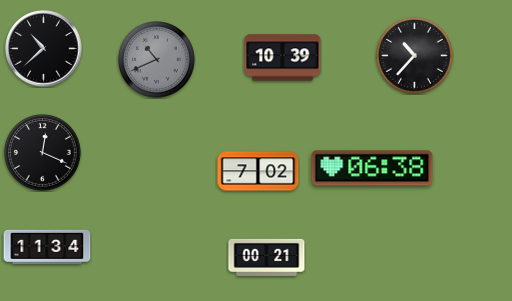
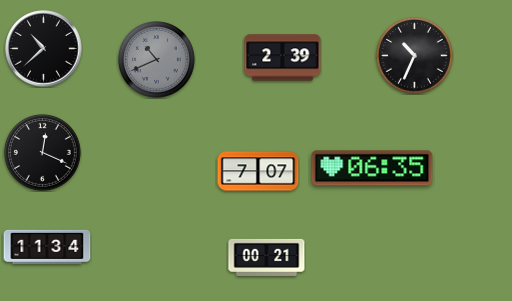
clock at (415, 56): 10:37 -> 10:34
clock at (283, 58): 10:39 -> 2:39
clock at (372, 168): 06:38 -> 06:35
clock at (258, 171): 7:02 -> 7:07
